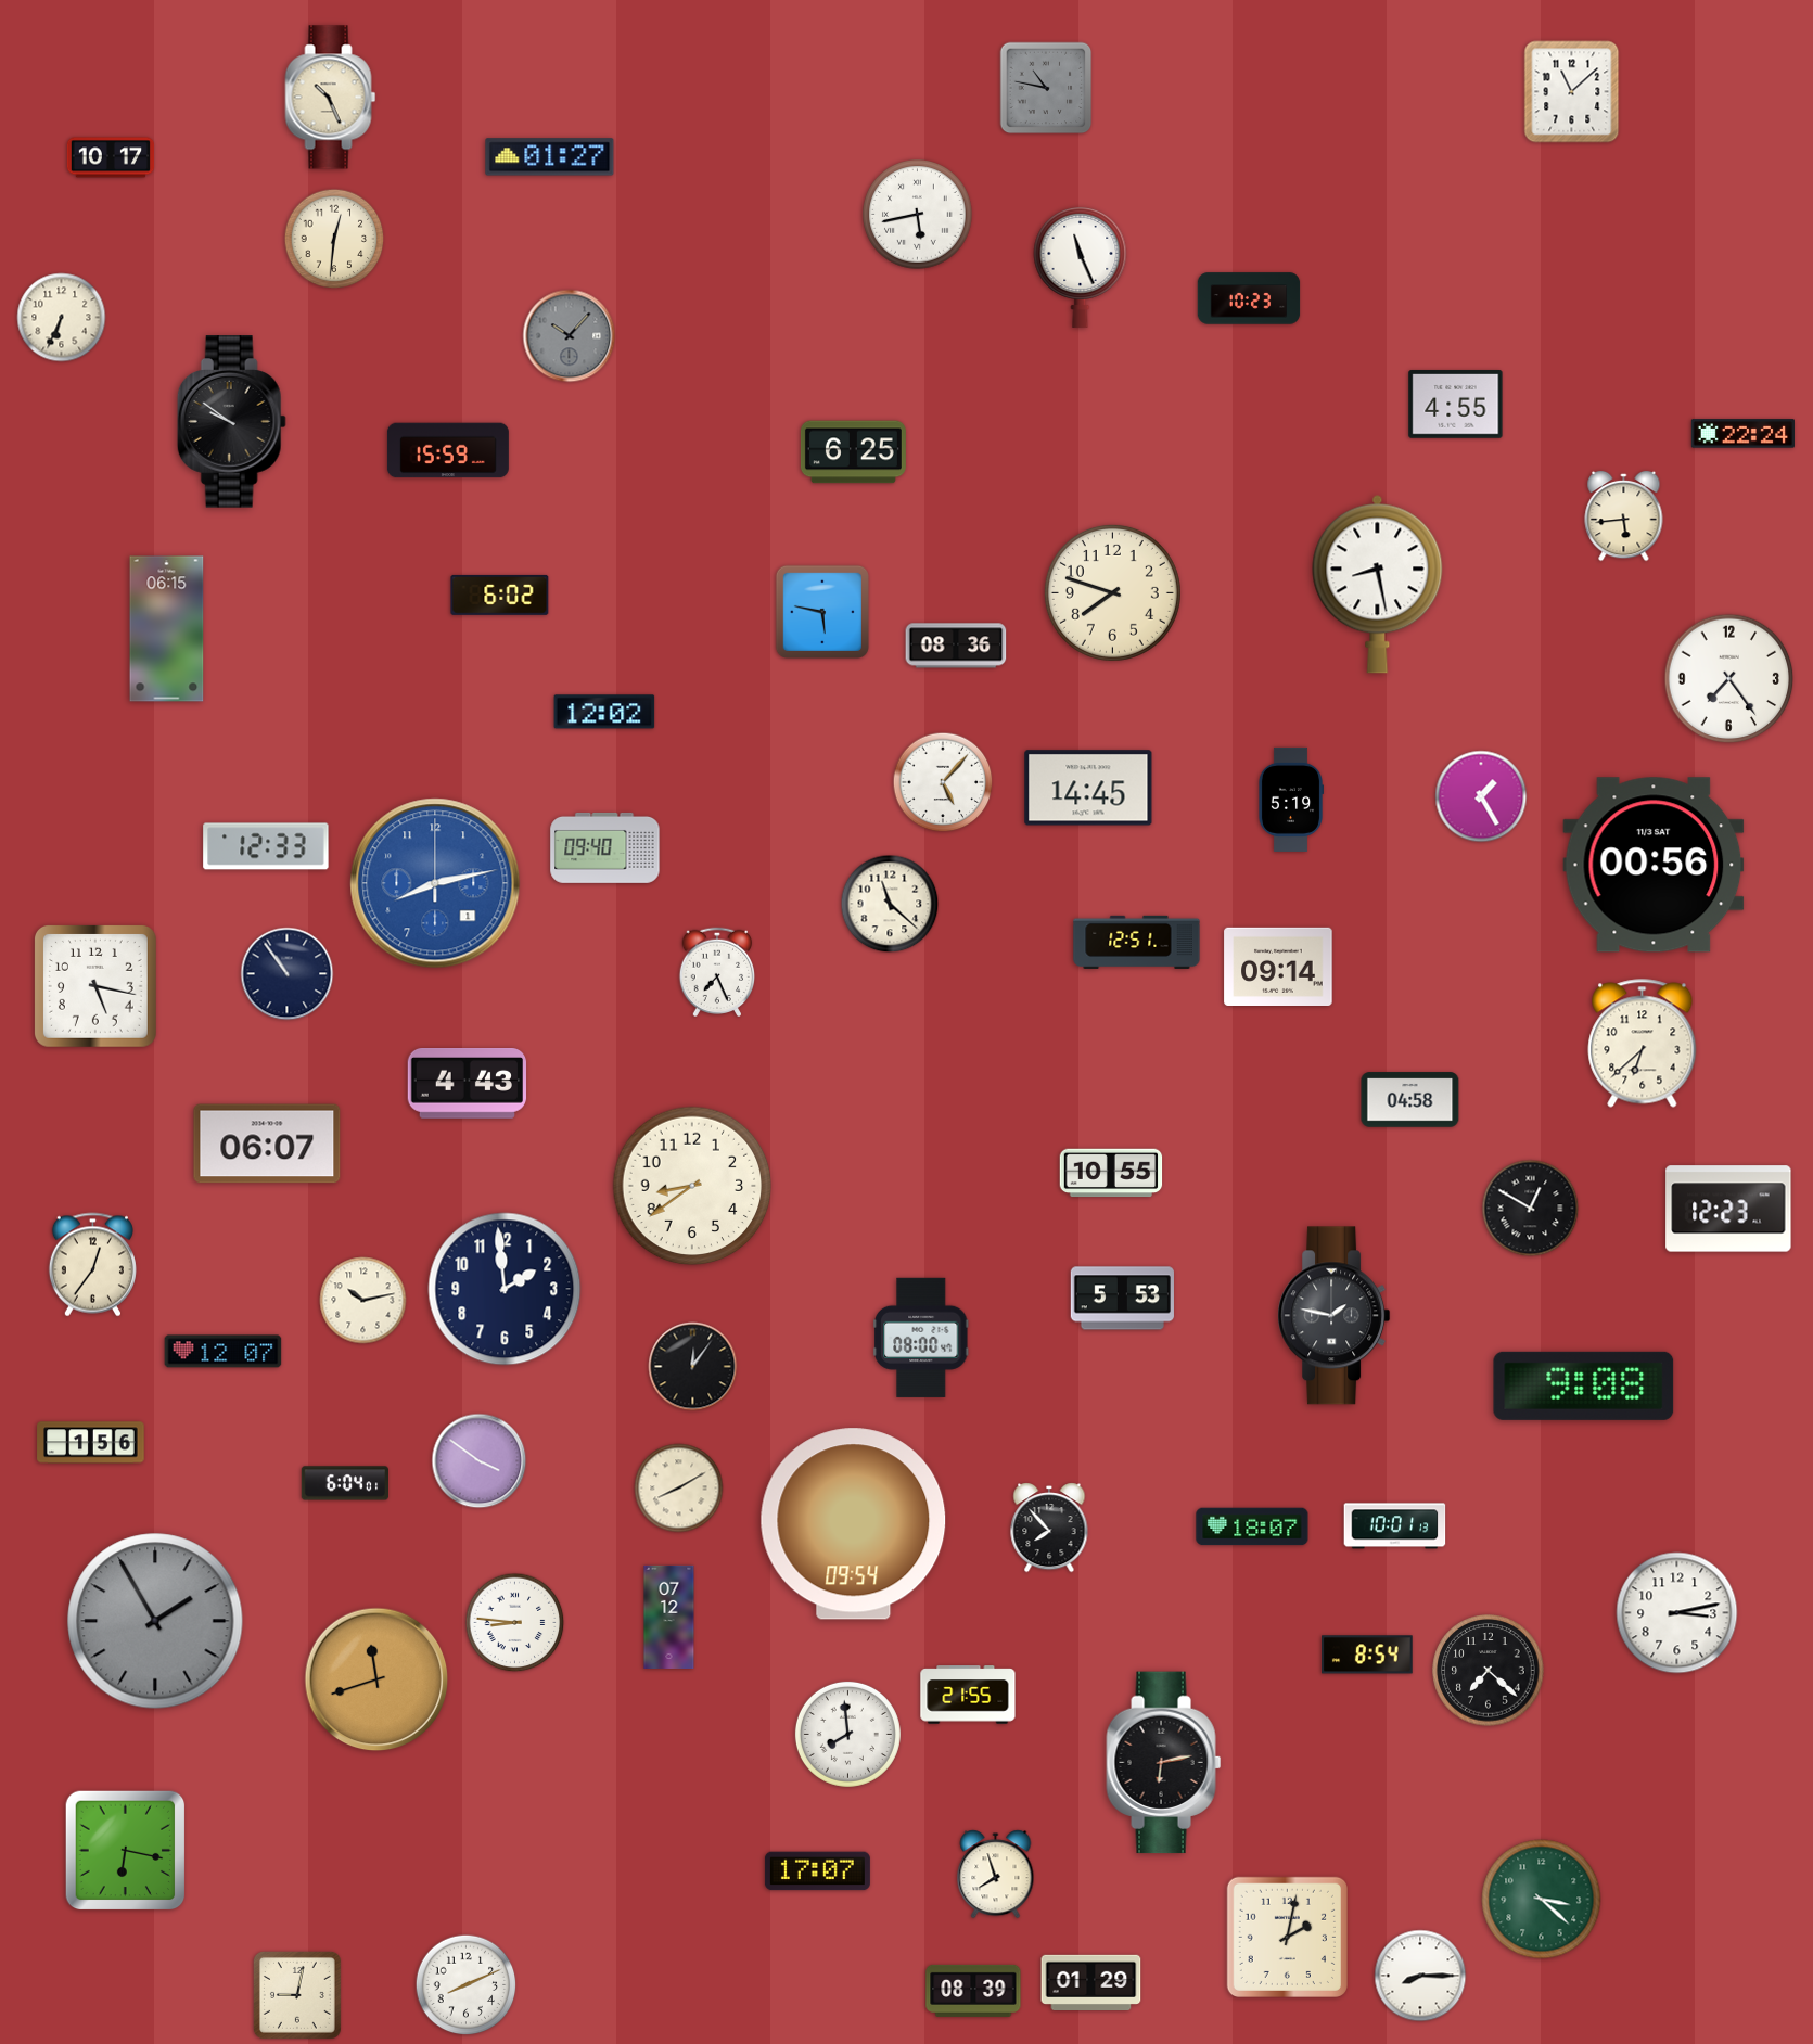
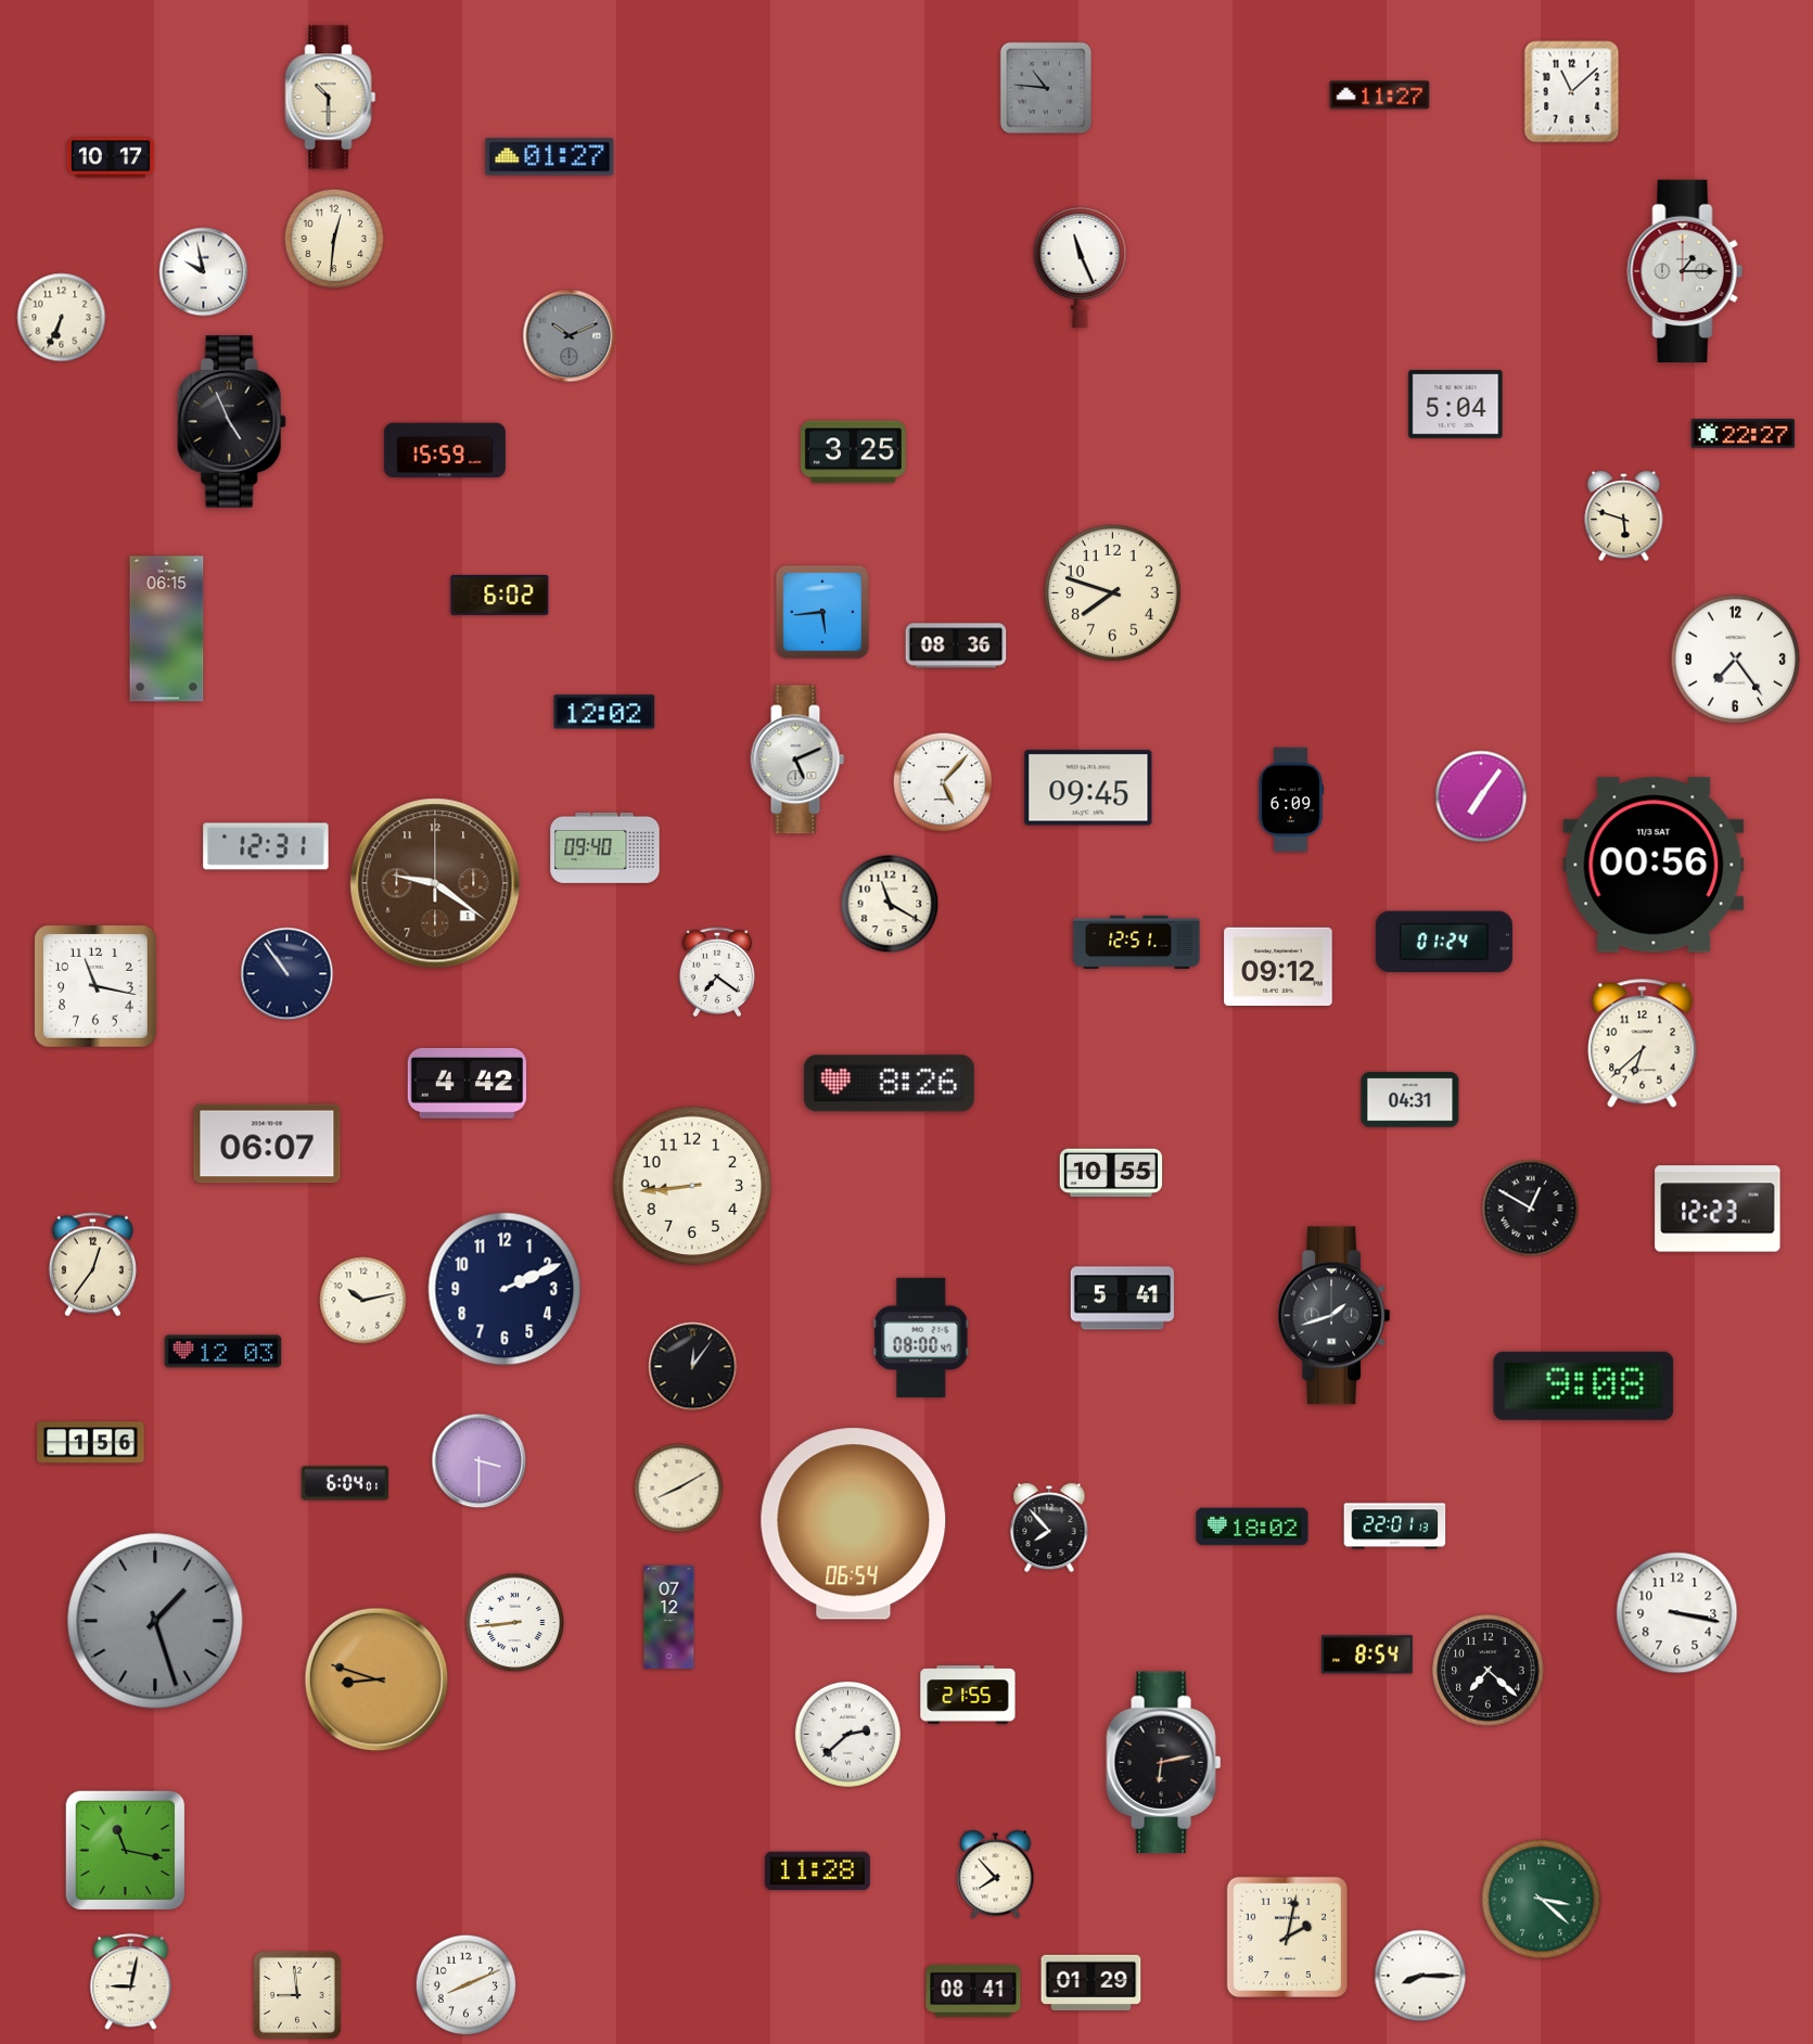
clock at (1046, 88): 10:47 -> 10:46
clock at (1380, 95): none -> 11:27
clock at (331, 98): 10:26 -> 10:30
clock at (918, 215): 5:43 -> none
clock at (1685, 270): none -> 1:15
clock at (204, 272): none -> 9:58
clock at (1249, 298): 10:23 -> none
clock at (570, 336): 10:07 -> 10:11
clock at (1456, 405): 4:55 -> 5:04
clock at (231, 422): 9:51 -> 4:56
clock at (1742, 434): 22:24 -> 22:27
clock at (448, 450) position: (448, 450) -> (445, 450)
clock at (853, 452): 6:25 -> 3:25
clock at (1624, 516): 5:44 -> 5:48
clock at (1378, 584): 8:28 -> none
clock at (822, 612): 5:47 -> 5:44
clock at (1729, 679) position: (1729, 679) -> (1736, 660)
clock at (797, 759): none -> 5:11
clock at (1088, 788): 14:45 -> 09:45
clock at (1481, 796): 1:25 -> 7:06
clock at (1290, 800): 5:19 -> 6:09
clock at (266, 846): 12:33 -> 12:31
clock at (435, 883): 8:13 -> 9:21
clock at (435, 883) dial: blue -> brown
clock at (890, 904): 11:22 -> 11:20
clock at (1444, 942): none -> 01:24
clock at (1278, 966): 09:14 -> 09:12
clock at (717, 972): 7:26 -> 7:21
clock at (95, 986): 5:17 -> 11:17
clock at (468, 1084): 4:43 -> 4:42
clock at (889, 1084): none -> 8:26
clock at (1410, 1100): 04:58 -> 04:31
clock at (692, 1186): 8:39 -> 8:44
clock at (1728, 1209) position: (1728, 1209) -> (1718, 1209)
clock at (505, 1289): 1:59 -> 2:11
clock at (1122, 1299): 5:53 -> 5:41
clock at (1335, 1316): 1:47 -> 1:42
clock at (224, 1352): 12:07 -> 12:03
clock at (480, 1461): 3:51 -> 3:30
clock at (854, 1524): 09:54 -> 06:54
clock at (1252, 1526): 18:07 -> 18:02
clock at (1395, 1526): 10:01 -> 22:01
clock at (1677, 1613): 3:13 -> 3:17
clock at (155, 1621): 1:55 -> 1:27
clock at (515, 1623): 8:46 -> 8:44
clock at (376, 1679): 11:42 -> 8:48
clock at (847, 1734): 7:59 -> 2:38
clock at (126, 1851): 6:17 -> 11:17
clock at (817, 1871): 17:07 -> 11:28
clock at (996, 1875): 7:57 -> 7:53
clock at (131, 1982): none -> 9:02
clock at (973, 1991): 08:39 -> 08:41
clock at (297, 1995): 9:02 -> 8:59
